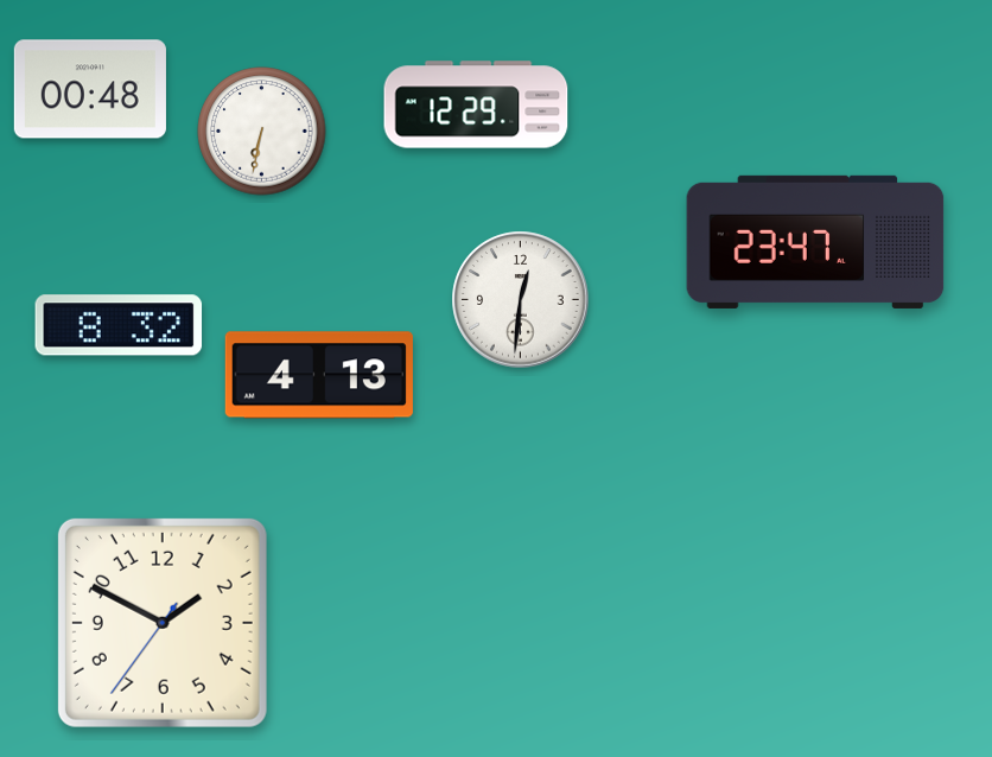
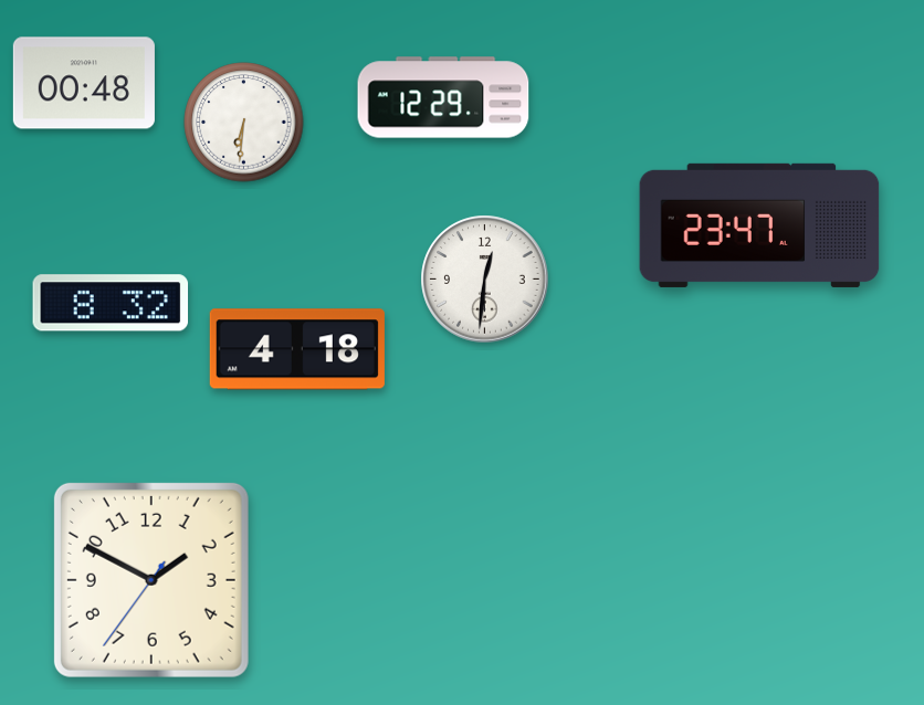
clock at (262, 132): 6:32 -> 6:31
clock at (319, 375): 4:13 -> 4:18
